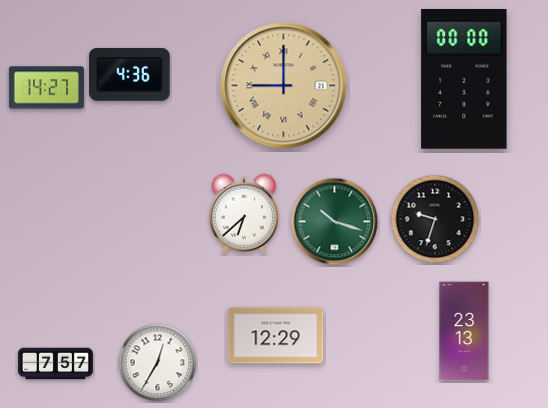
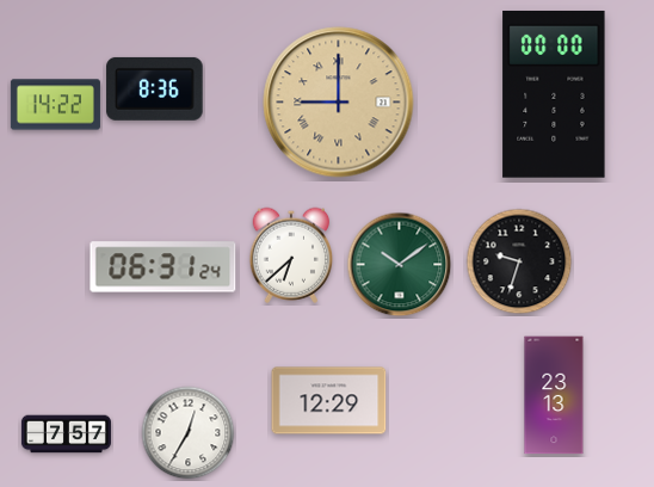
clock at (130, 74): 4:36 -> 8:36
clock at (46, 88): 14:27 -> 14:22
clock at (335, 222): 10:18 -> 10:09
clock at (163, 267): none -> 06:31
